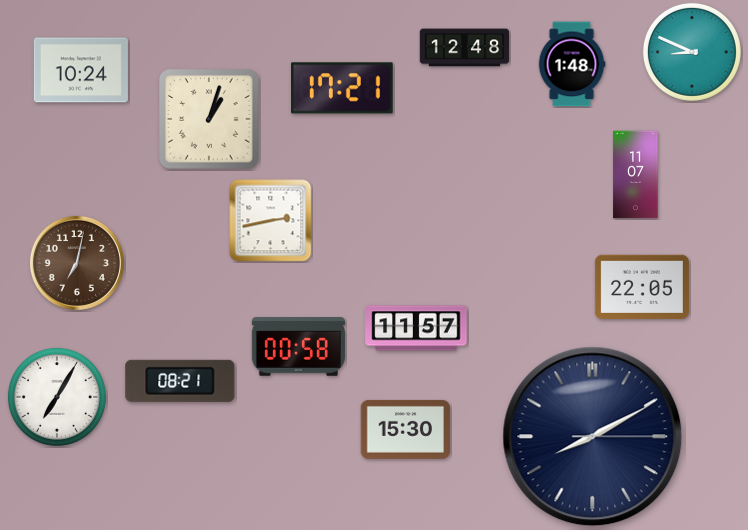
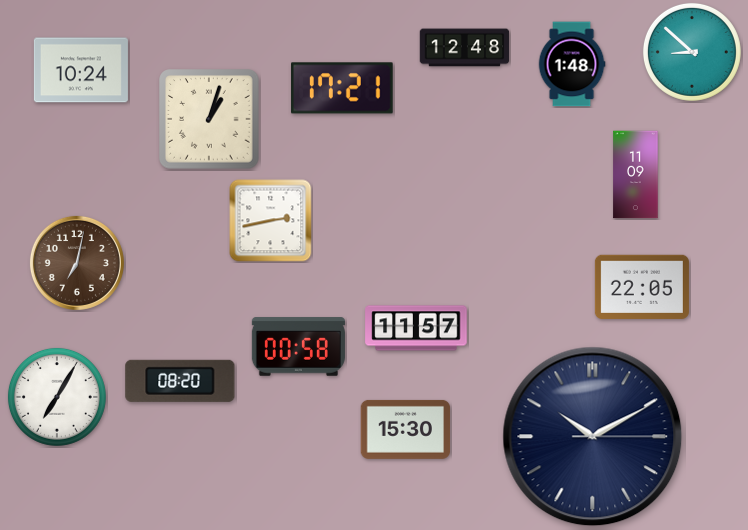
clock at (692, 52): 8:49 -> 8:52
clock at (636, 175): 11:07 -> 11:09
clock at (180, 381): 08:21 -> 08:20
clock at (593, 437): 8:10 -> 10:10
